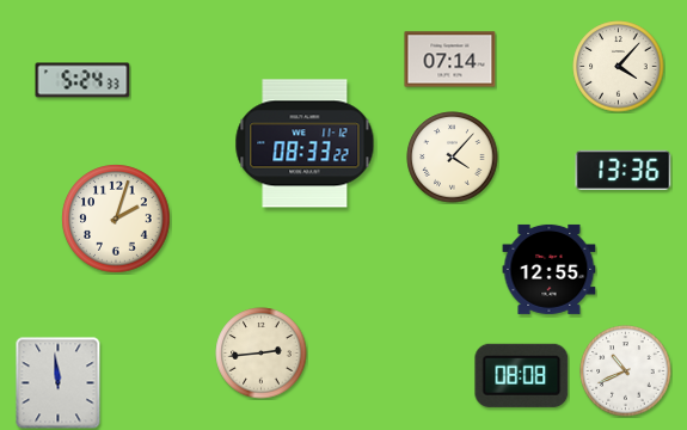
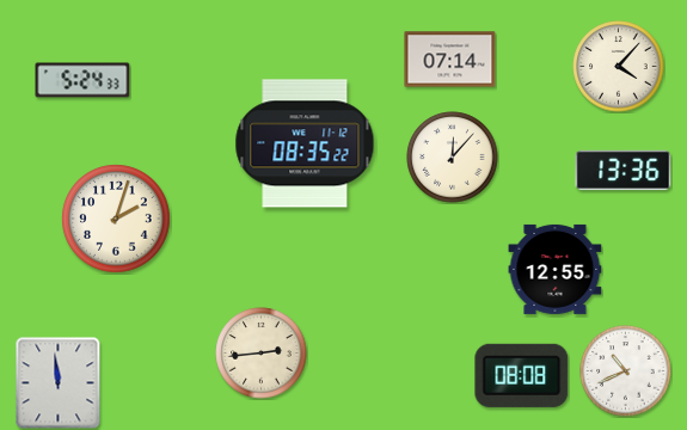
clock at (305, 143): 08:33 -> 08:35
clock at (453, 158): 4:07 -> 12:07
clock at (550, 269) position: (550, 269) -> (556, 269)
